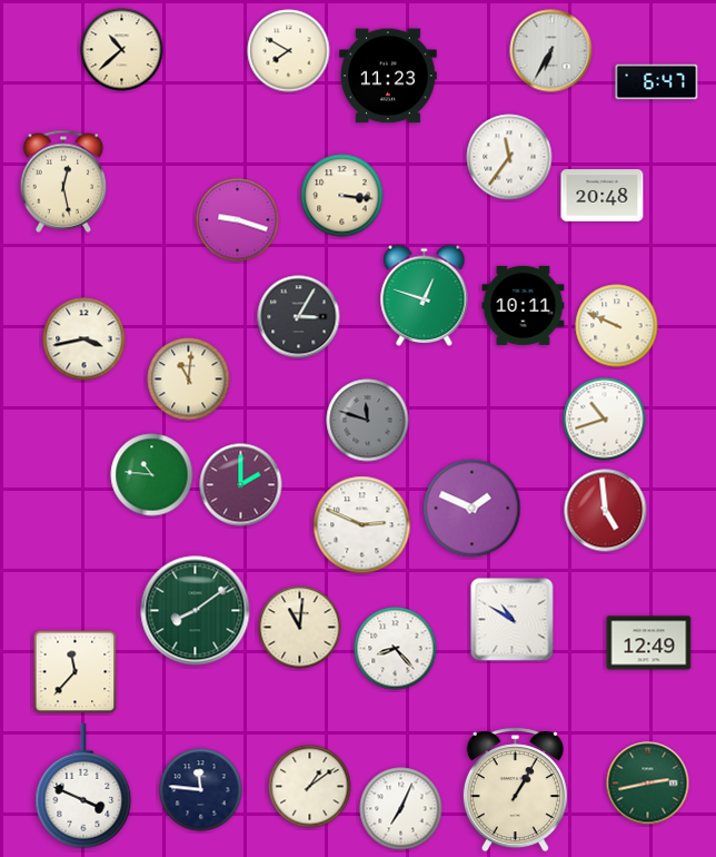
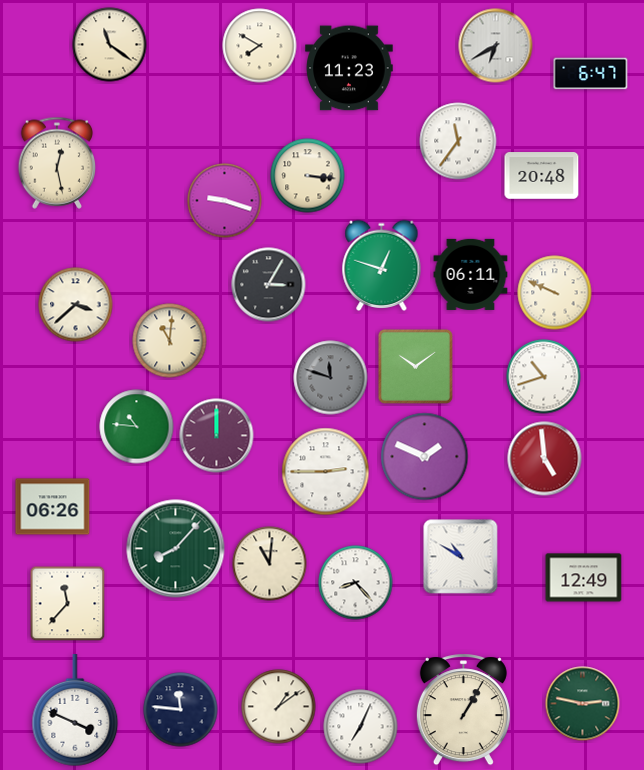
clock at (122, 50): 10:38 -> 11:21
clock at (551, 51): 6:35 -> 6:40
clock at (238, 220) position: (238, 220) -> (225, 201)
clock at (524, 305): 10:11 -> 06:11
clock at (84, 339): 3:43 -> 3:38
clock at (415, 366): none -> 10:09
clock at (241, 485): 2:00 -> 12:00
clock at (362, 525): 2:49 -> 2:45
clock at (53, 507): none -> 06:26
clock at (196, 611): 8:09 -> 8:07
clock at (648, 784): 2:43 -> 2:47
clock at (83, 787) position: (83, 787) -> (75, 711)
